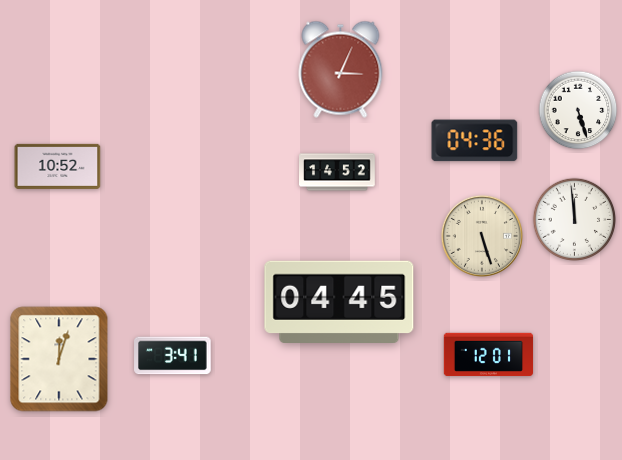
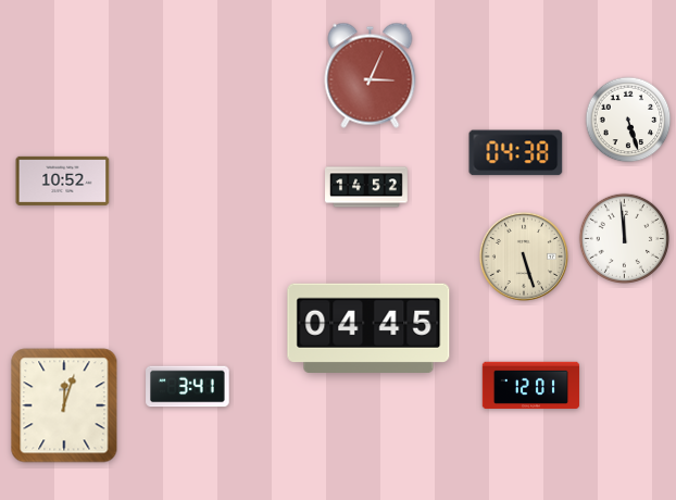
clock at (475, 141): 04:36 -> 04:38
clock at (59, 359) position: (59, 359) -> (64, 405)
